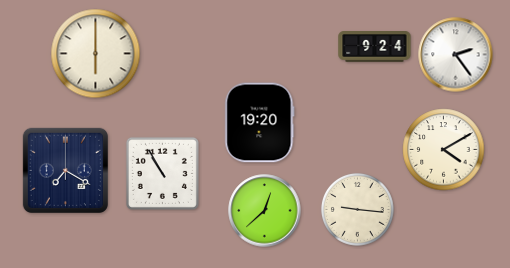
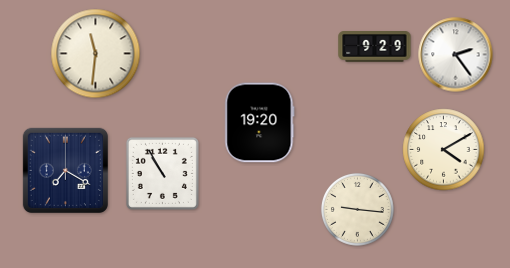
clock at (375, 47): 9:24 -> 9:29
clock at (96, 54): 6:00 -> 11:31
clock at (265, 211): 12:38 -> none
